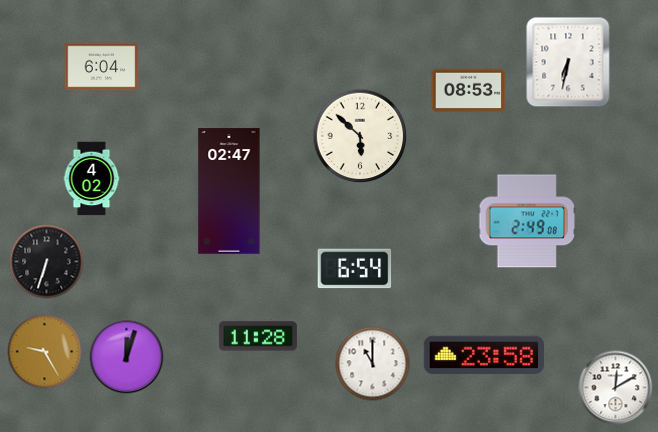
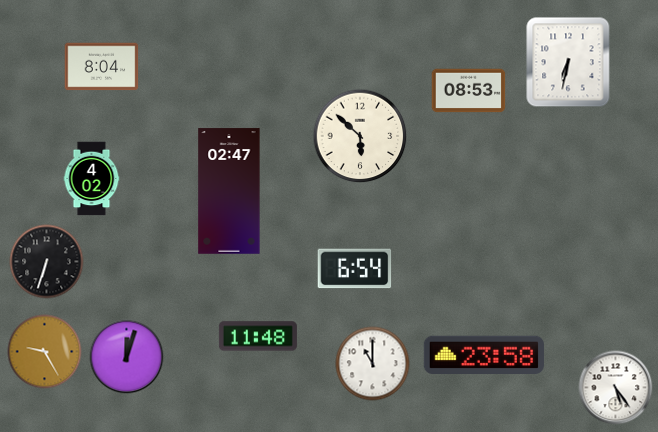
clock at (102, 67): 6:04 -> 8:04
clock at (527, 221): 2:49 -> none
clock at (258, 336): 11:28 -> 11:48
clock at (616, 388): 12:10 -> 5:24
